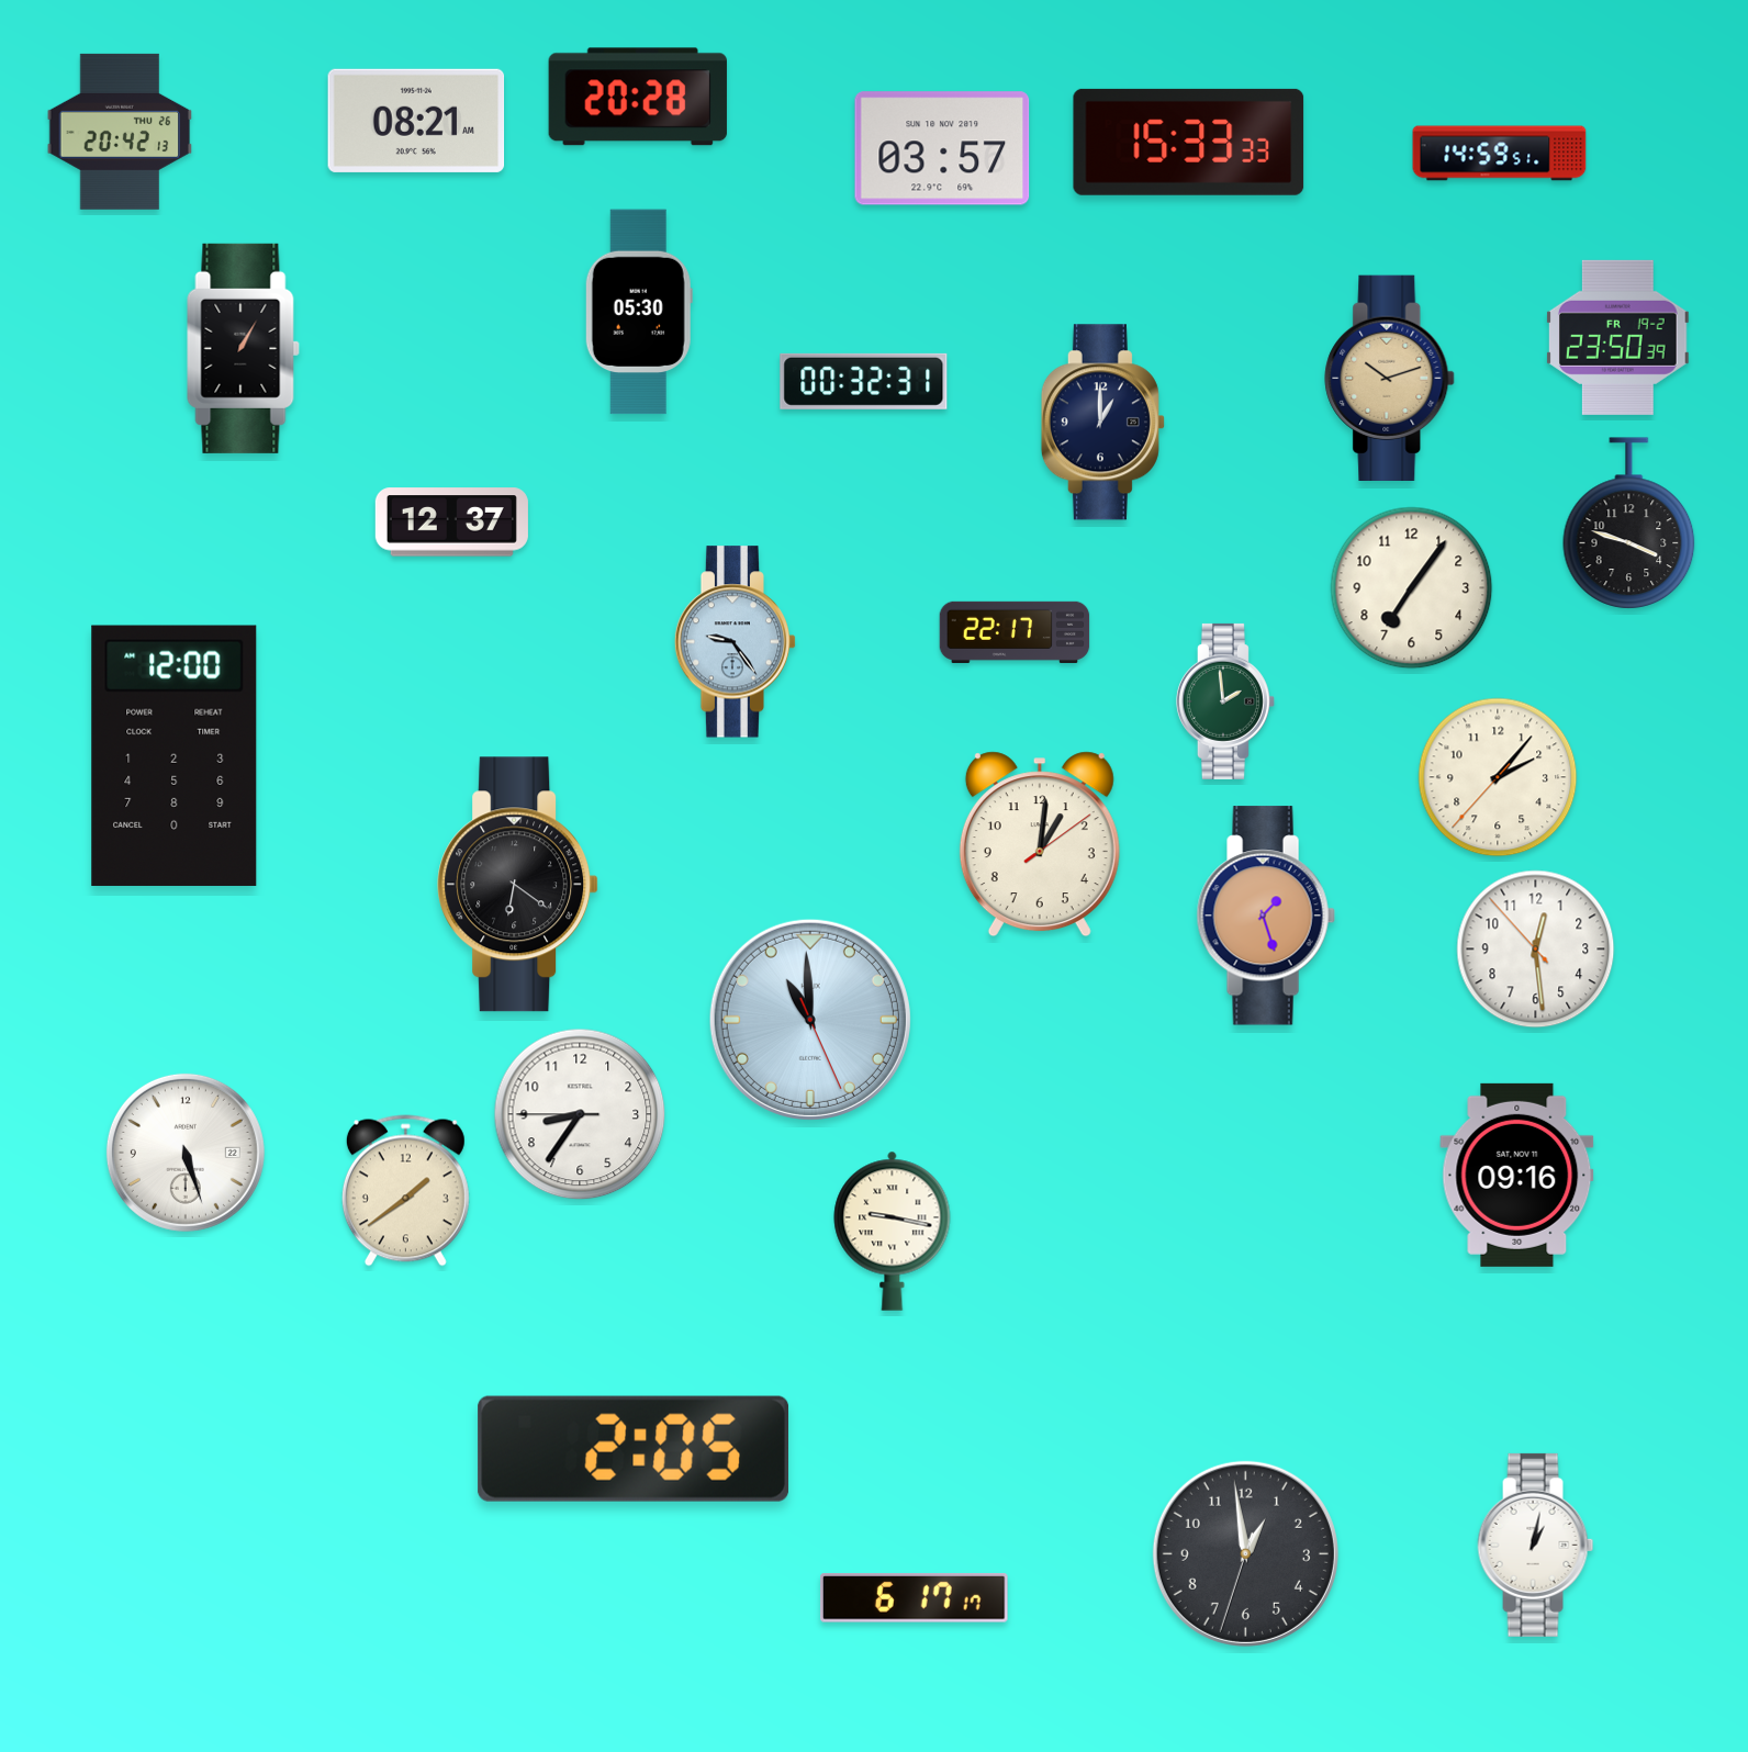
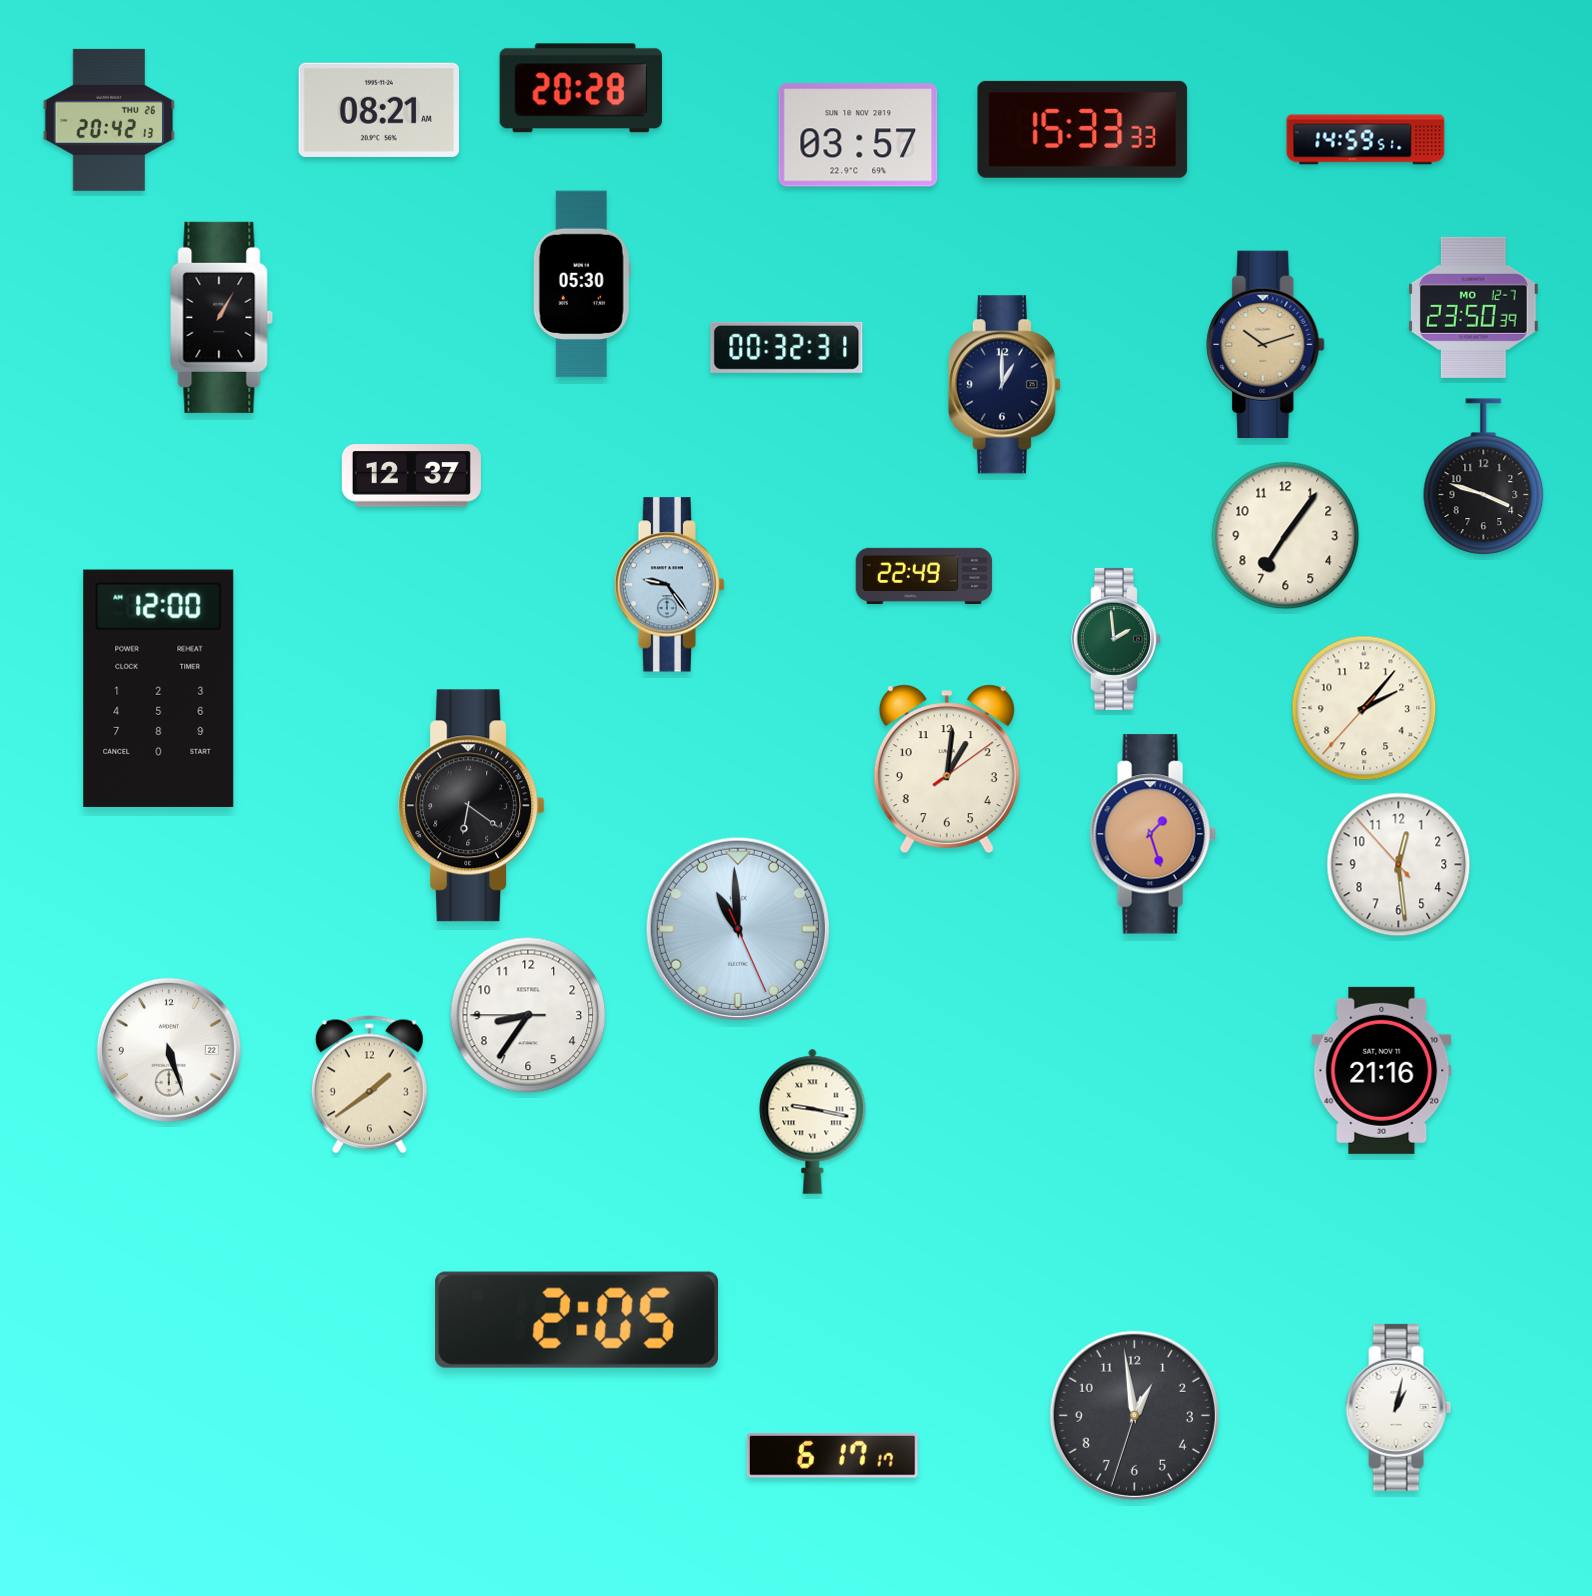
clock at (1617, 337) date: FR 19-2 -> MO 12-7
clock at (1015, 632): 22:17 -> 22:49
clock at (1517, 1175): 09:16 -> 21:16
